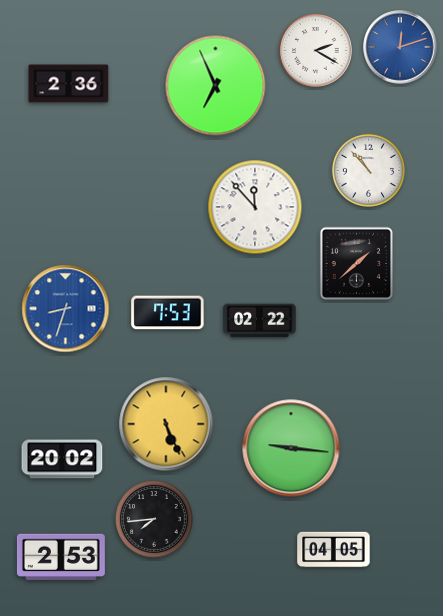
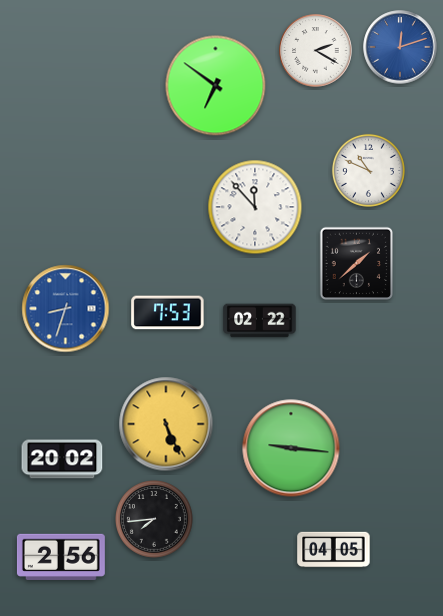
clock at (69, 84): 2:36 -> none
clock at (216, 86): 6:56 -> 6:51
clock at (368, 170): 10:53 -> 10:49
clock at (61, 557): 2:53 -> 2:56
